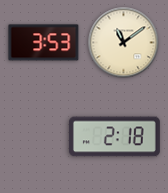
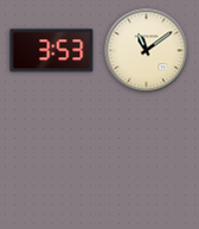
clock at (114, 137): 2:18 -> none
